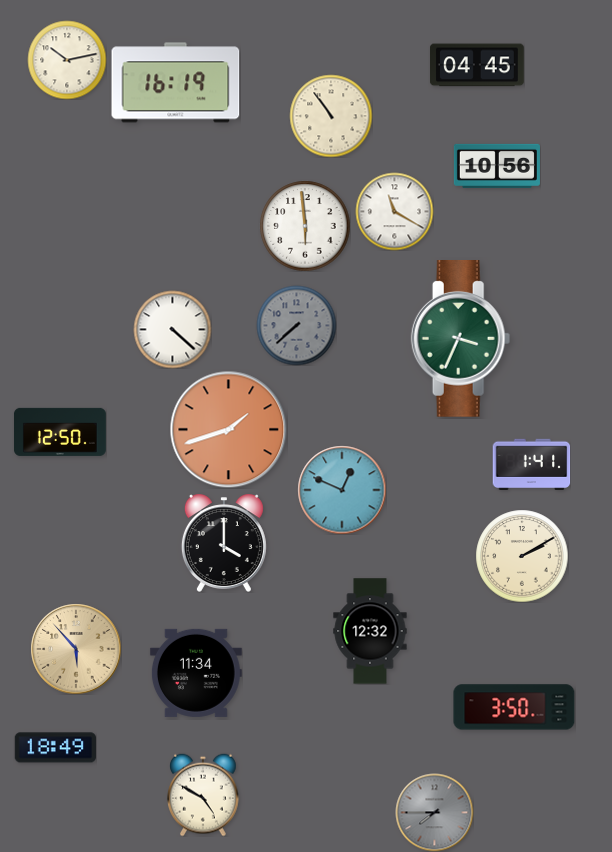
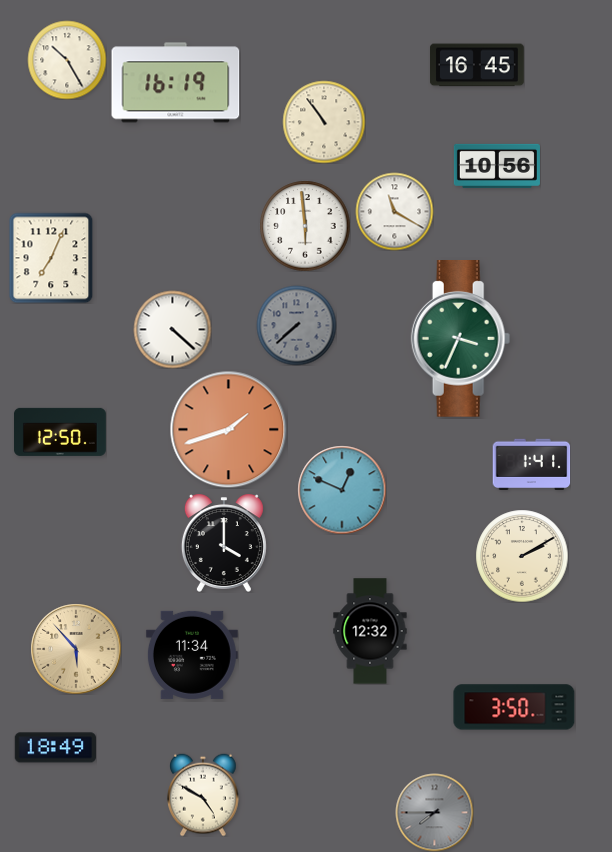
clock at (67, 60): 10:13 -> 10:25
clock at (477, 65): 04:45 -> 16:45
clock at (331, 116) position: (331, 116) -> (324, 122)
clock at (51, 258): none -> 7:04
clock at (196, 673) position: (196, 673) -> (192, 655)
